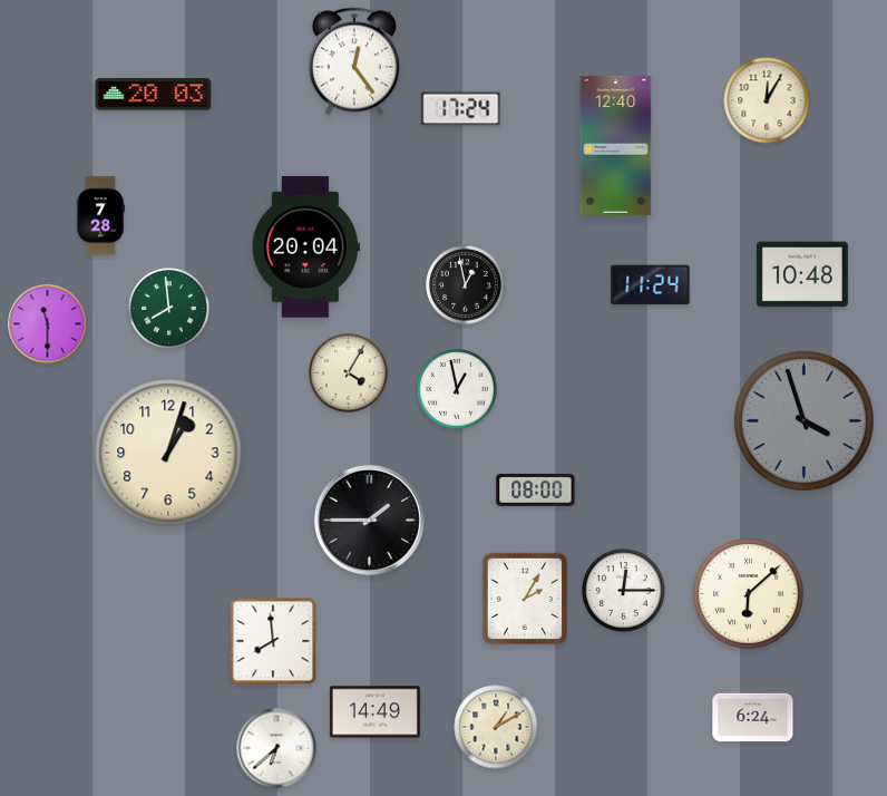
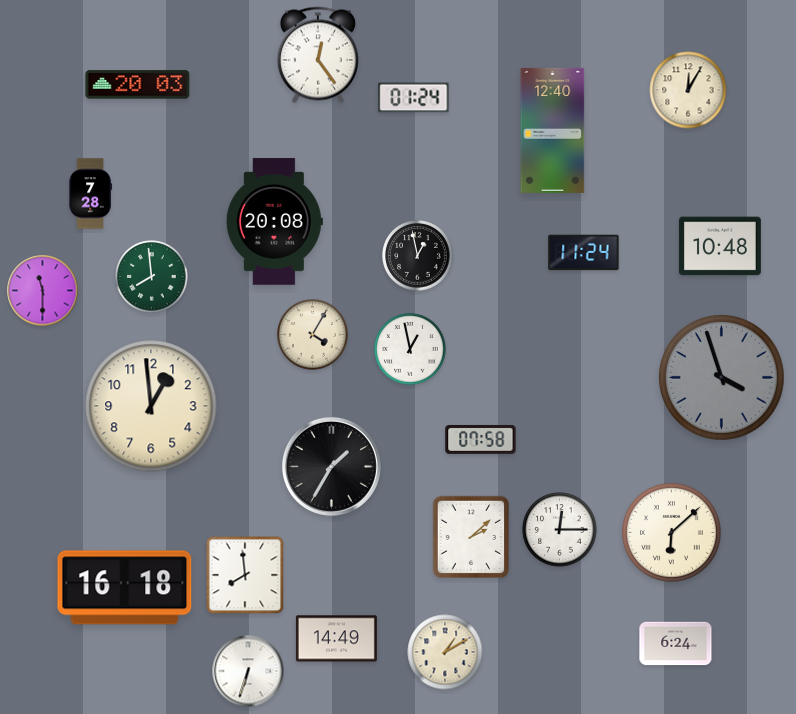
clock at (461, 109): 17:24 -> 01:24
clock at (305, 247): 20:04 -> 20:08
clock at (651, 285) position: (651, 285) -> (584, 253)
clock at (168, 453): 1:03 -> 12:59
clock at (536, 489): 08:00 -> 07:58
clock at (369, 520): 1:45 -> 1:35
clock at (524, 598): 2:05 -> 2:08
clock at (125, 588): none -> 16:18
clock at (276, 748): 6:38 -> 6:33
